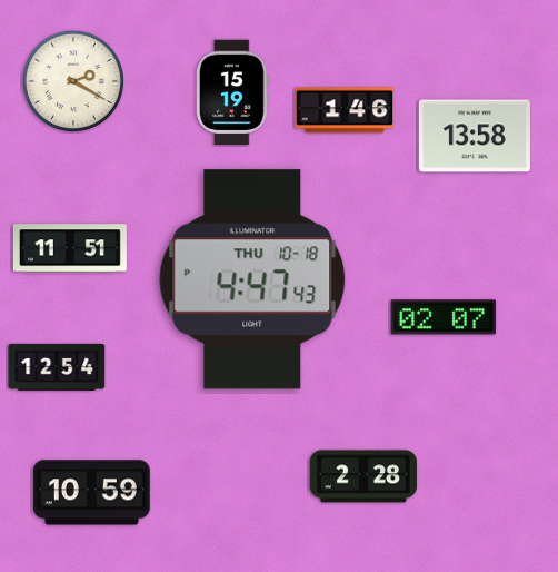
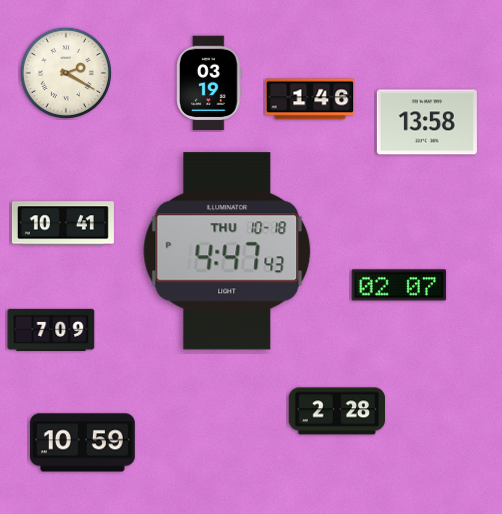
clock at (232, 92): 15:19 -> 03:19
clock at (70, 248): 11:51 -> 10:41
clock at (57, 367): 12:54 -> 7:09
clock at (362, 476) position: (362, 476) -> (336, 411)
